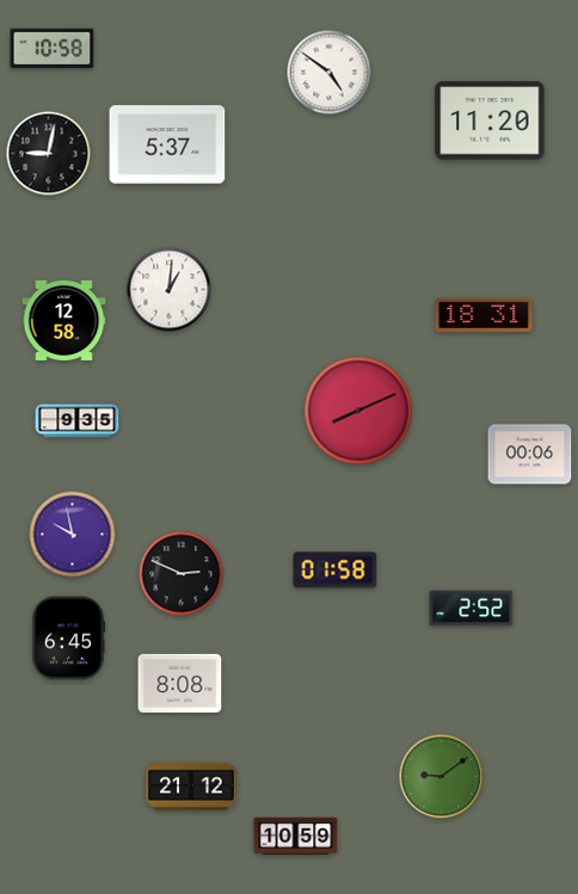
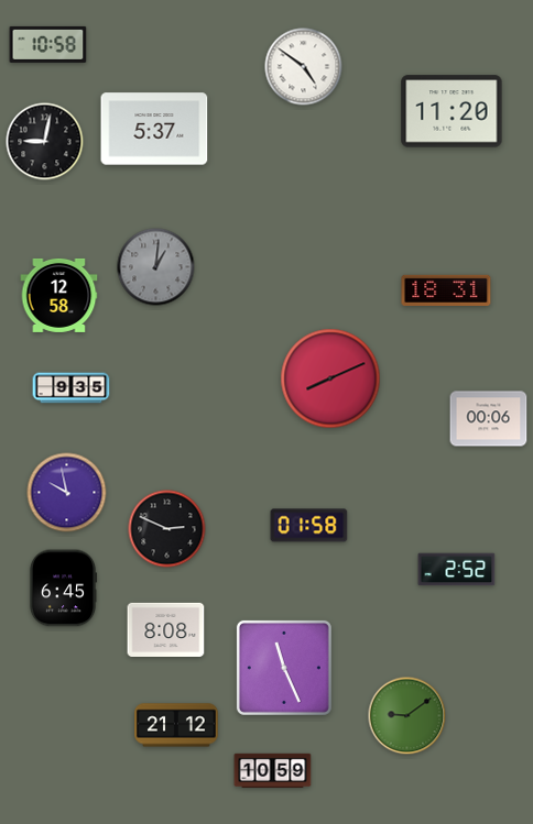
clock at (167, 144) position: (167, 144) -> (154, 129)
clock at (170, 290) dial: white -> grey
clock at (472, 609) position: (472, 609) -> (457, 570)
clock at (284, 668): none -> 11:26
